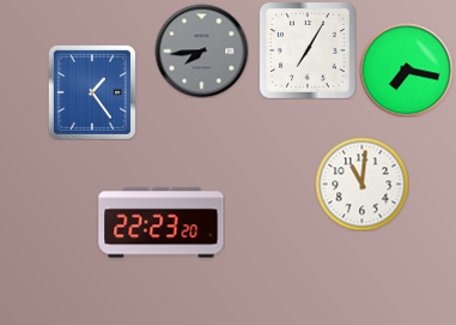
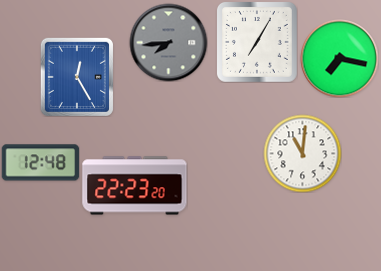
clock at (92, 92): 1:24 -> 12:25
clock at (40, 163): none -> 12:48
